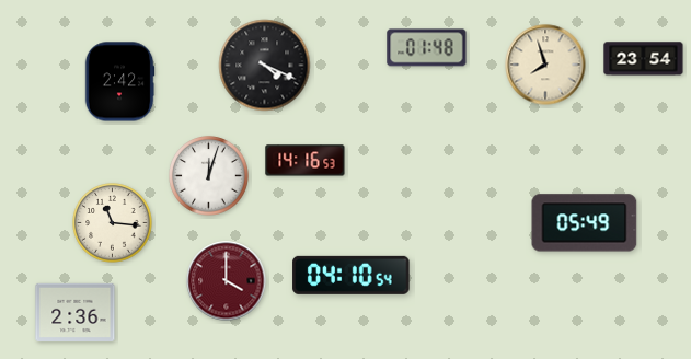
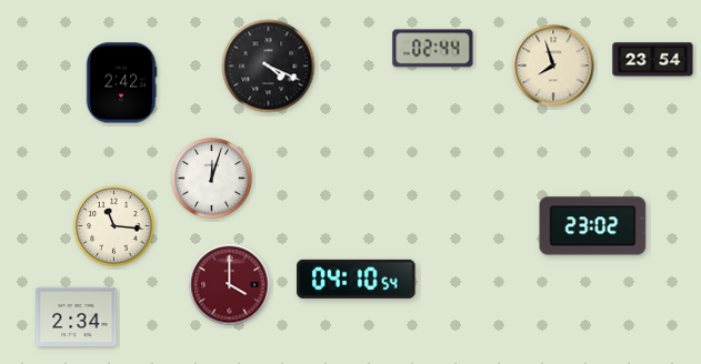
clock at (427, 48): 01:48 -> 02:44
clock at (306, 161): 14:16 -> none
clock at (585, 223): 05:49 -> 23:02
clock at (76, 312): 2:36 -> 2:34
